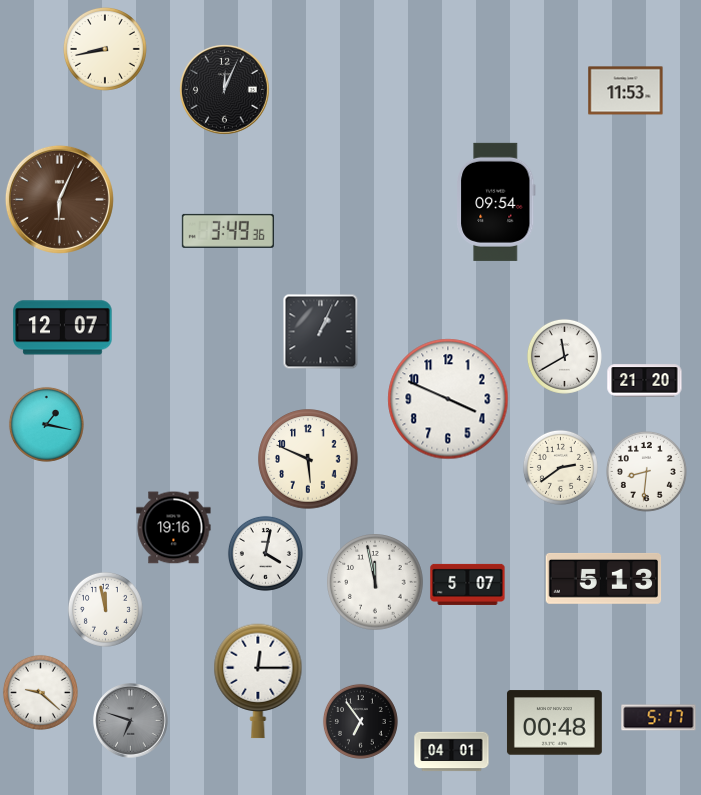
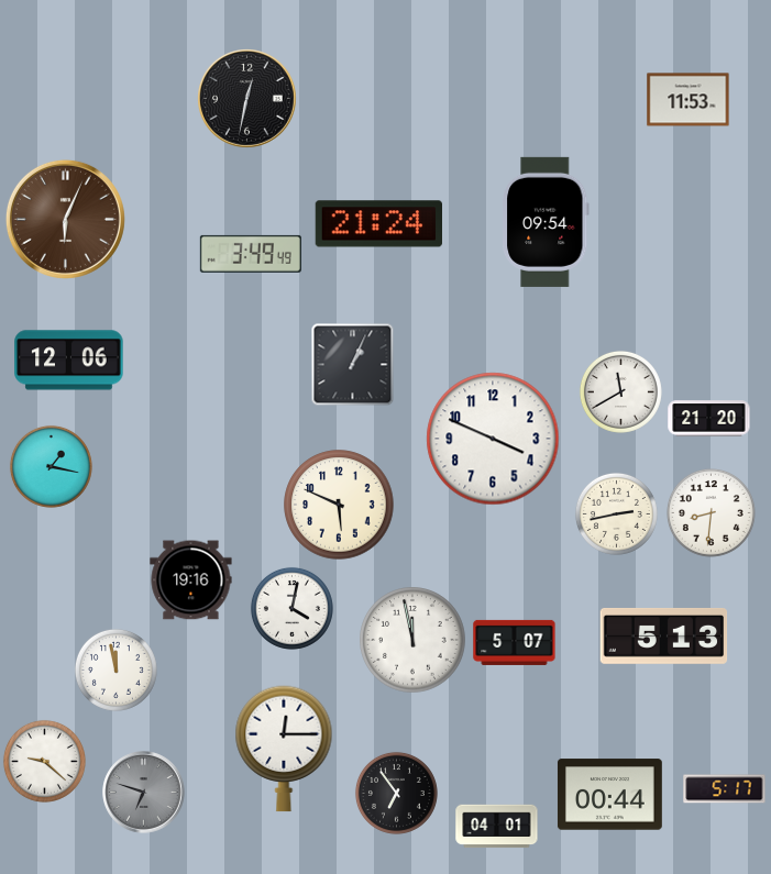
clock at (105, 49): 8:43 -> none
clock at (225, 90): 12:04 -> 12:32
clock at (378, 224): none -> 21:24
clock at (228, 231): 3:49:36 -> 3:49:49
clock at (63, 328): 12:07 -> 12:06
clock at (560, 467): 2:39 -> 2:43
clock at (646, 471) position: (646, 471) -> (711, 512)
clock at (555, 723): 00:48 -> 00:44
